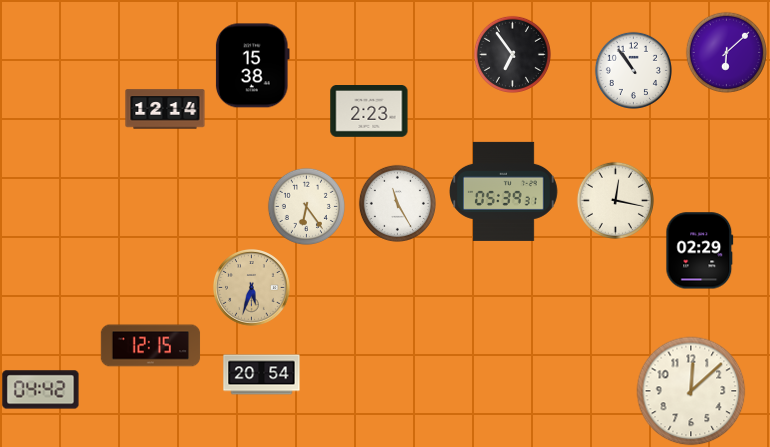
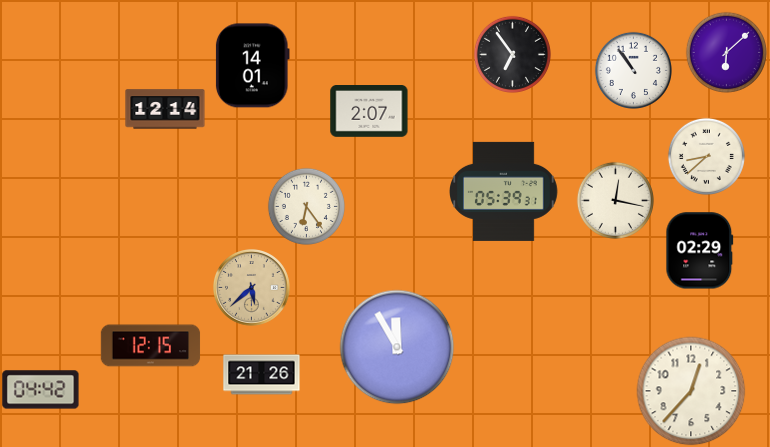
clock at (252, 66): 15:38 -> 14:01
clock at (369, 112): 2:23 -> 2:07
clock at (706, 156): none -> 8:38
clock at (397, 203): 11:25 -> none
clock at (252, 288): 5:33 -> 5:38
clock at (397, 347): none -> 11:55
clock at (262, 375): 20:54 -> 21:26
clock at (691, 391): 12:08 -> 12:37
